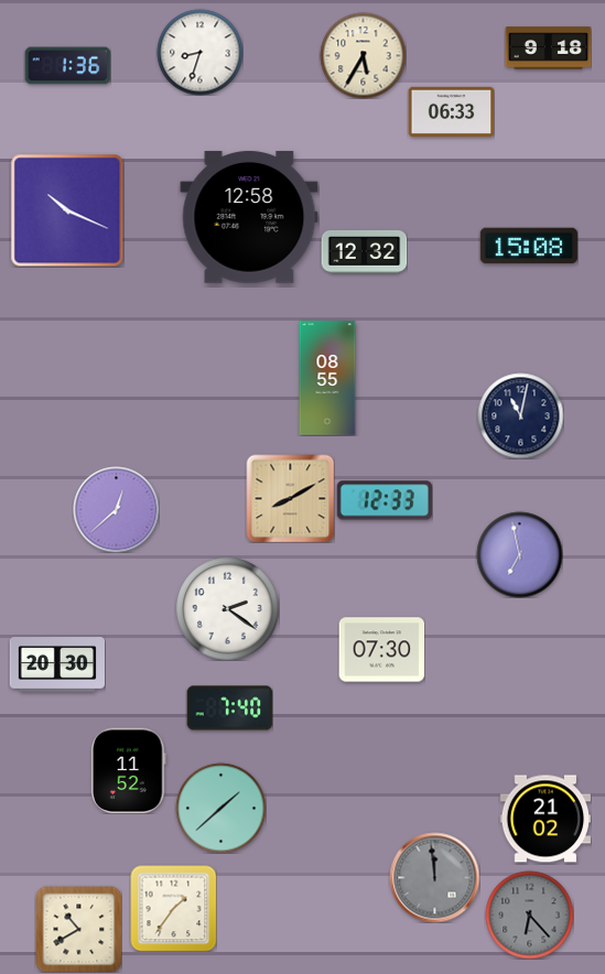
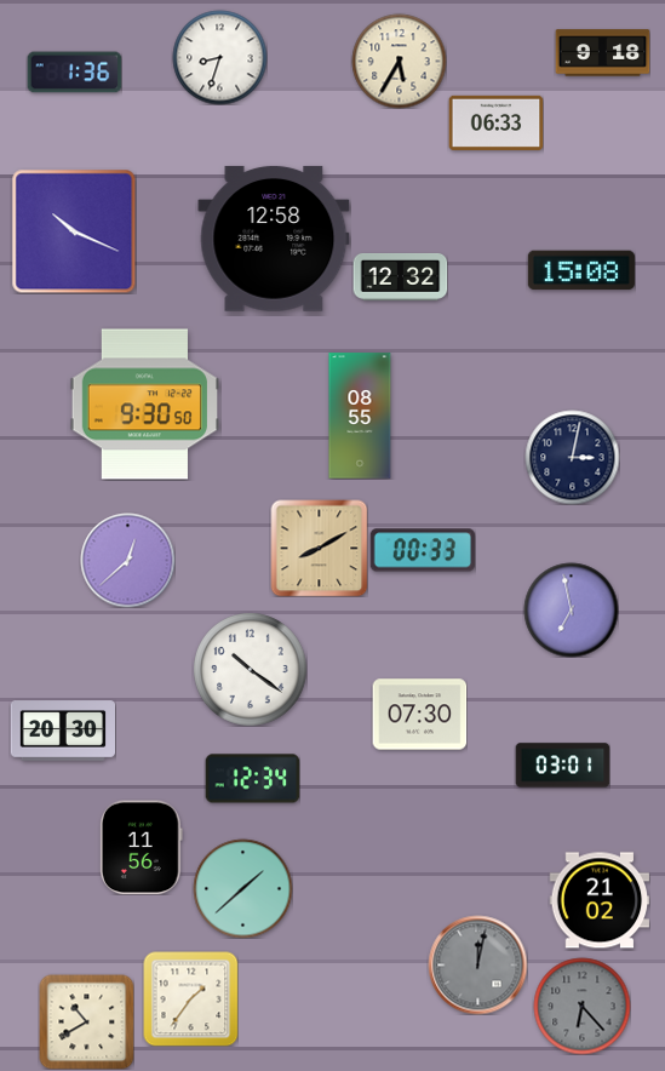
clock at (144, 405): none -> 9:30
clock at (520, 415): 11:02 -> 3:02
clock at (385, 500): 12:33 -> 00:33
clock at (227, 608): 2:21 -> 10:21
clock at (562, 766): none -> 03:01
clock at (229, 708): 7:40 -> 12:34
clock at (129, 770): 11:52 -> 11:56
clock at (434, 877): 11:59 -> 12:02
